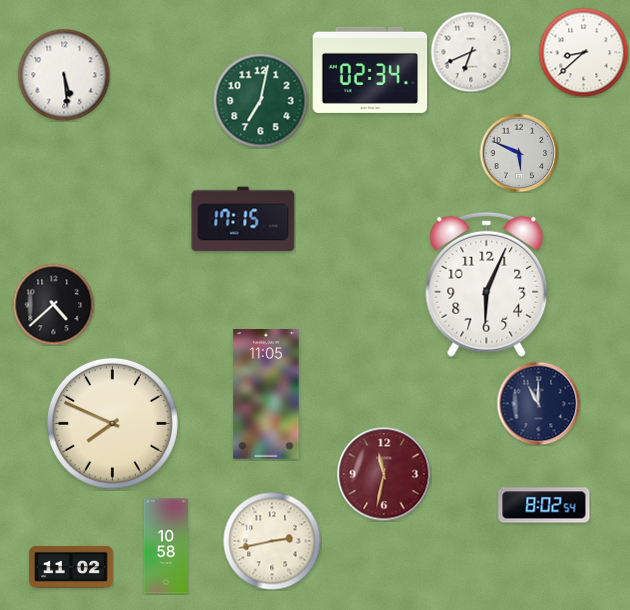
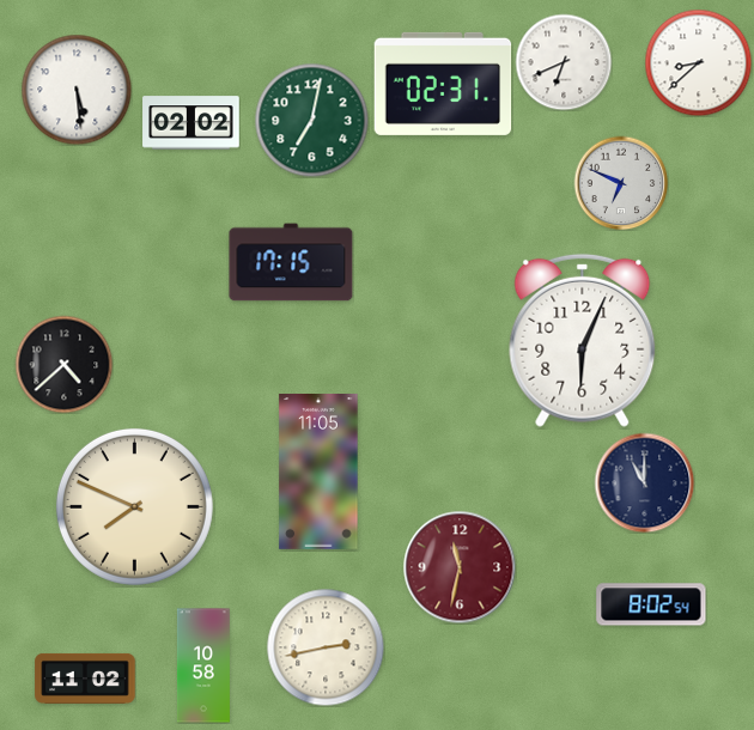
clock at (370, 70): 02:34 -> 02:31
clock at (191, 123): none -> 02:02
clock at (519, 153): 5:49 -> 6:49
clock at (166, 546) position: (166, 546) -> (203, 665)
